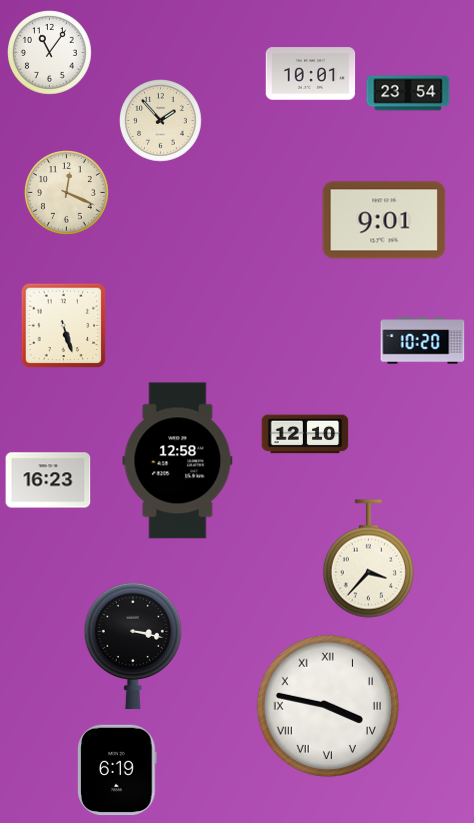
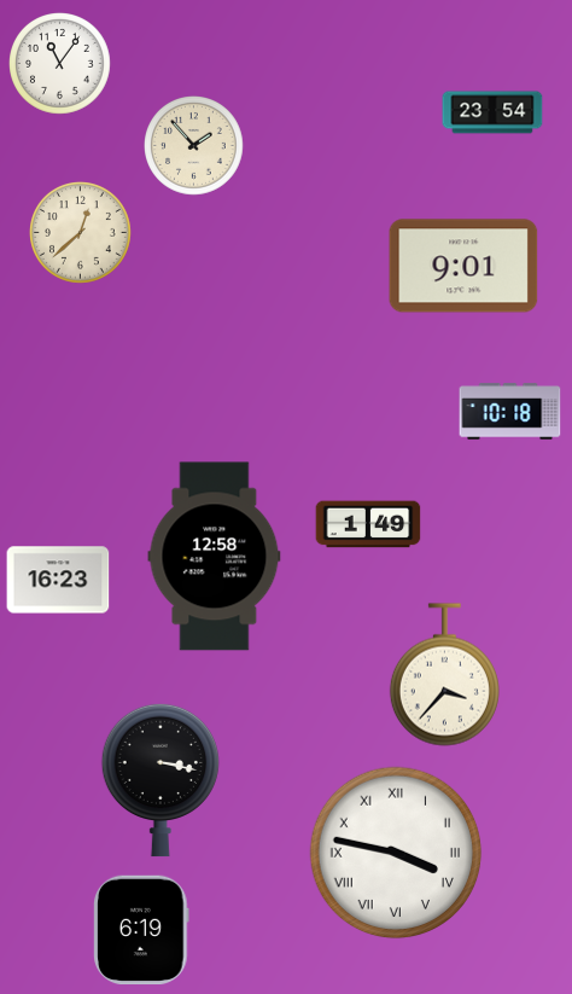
clock at (311, 74): 10:01 -> none
clock at (67, 193): 12:19 -> 12:38
clock at (63, 325): 5:27 -> none
clock at (423, 341): 10:20 -> 10:18
clock at (305, 434): 12:10 -> 1:49
